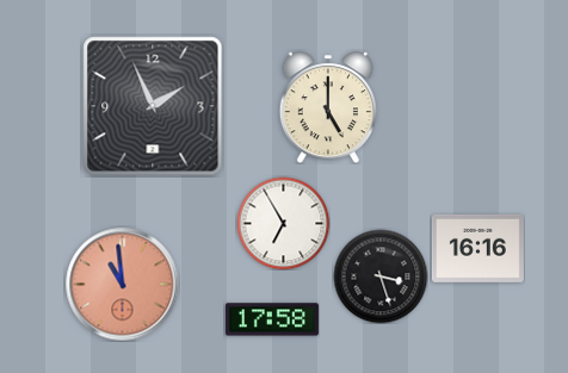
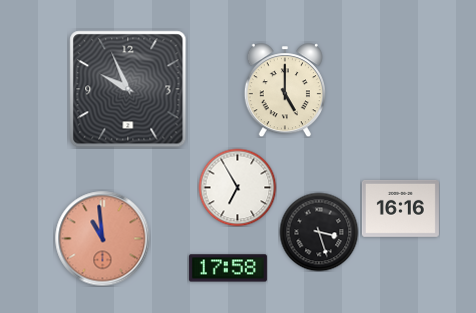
clock at (153, 106): 1:56 -> 9:56
clock at (328, 107) position: (328, 107) -> (285, 90)
